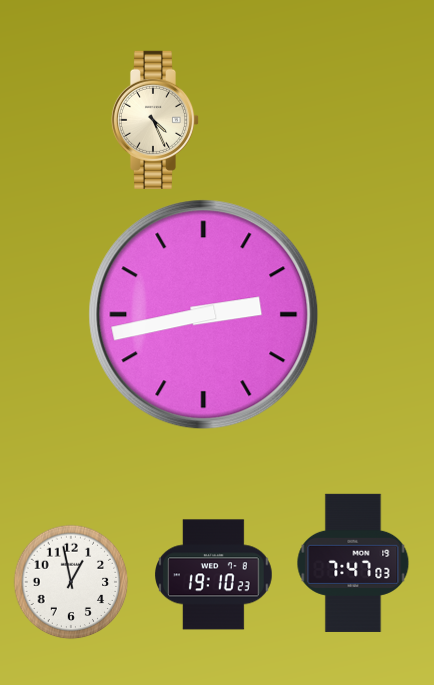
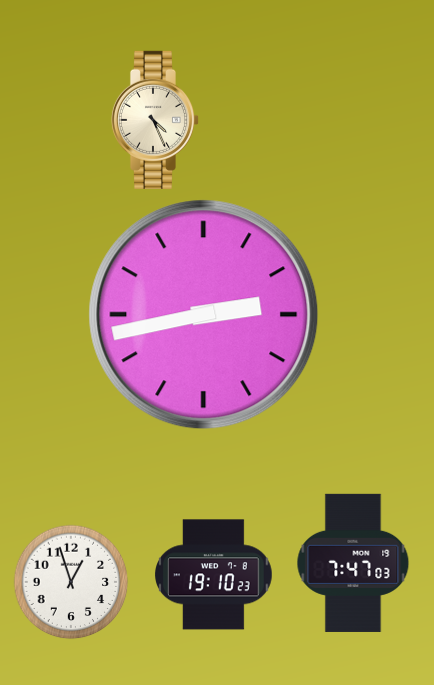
clock at (71, 582): 12:58 -> 12:57
